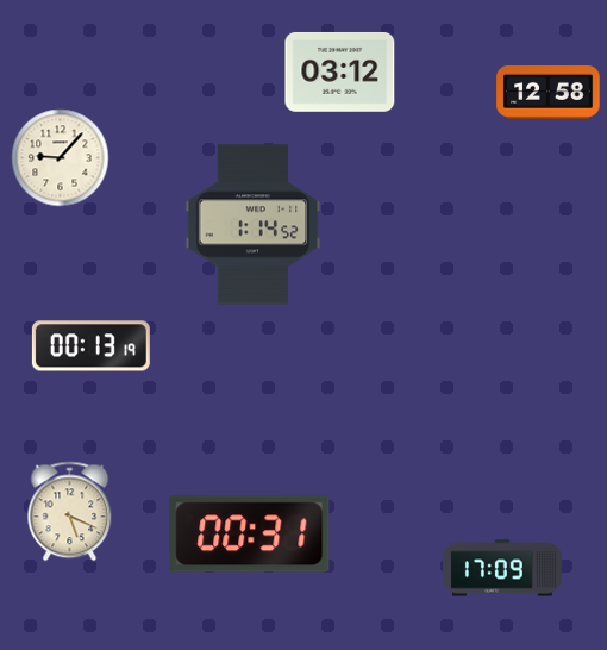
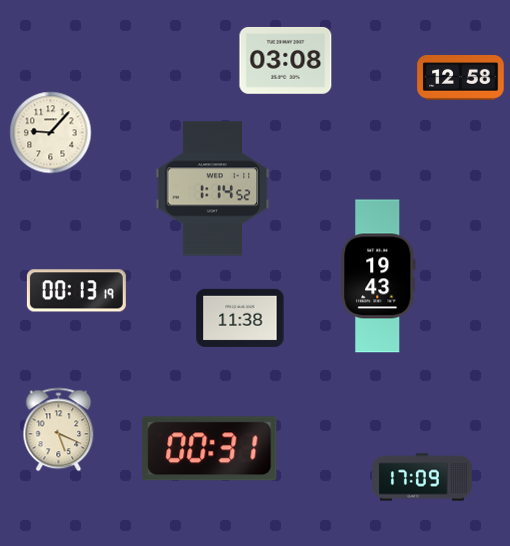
clock at (340, 71): 03:12 -> 03:08
clock at (378, 276): none -> 19:43
clock at (240, 318): none -> 11:38
